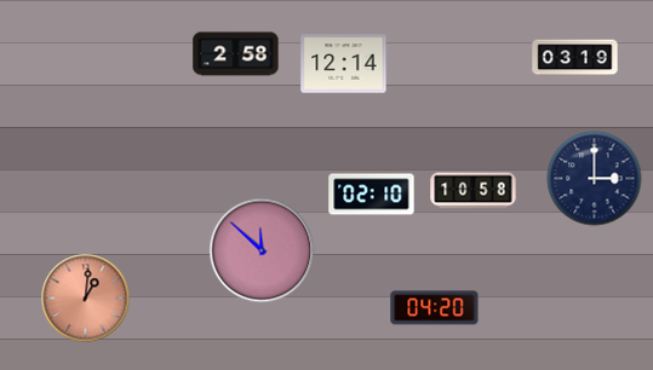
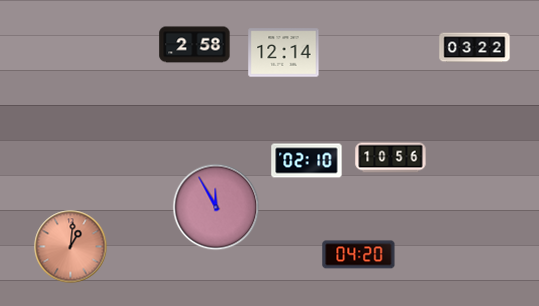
clock at (575, 58): 03:19 -> 03:22
clock at (595, 179): 3:00 -> none
clock at (474, 191): 10:58 -> 10:56
clock at (262, 250): 11:52 -> 11:55
